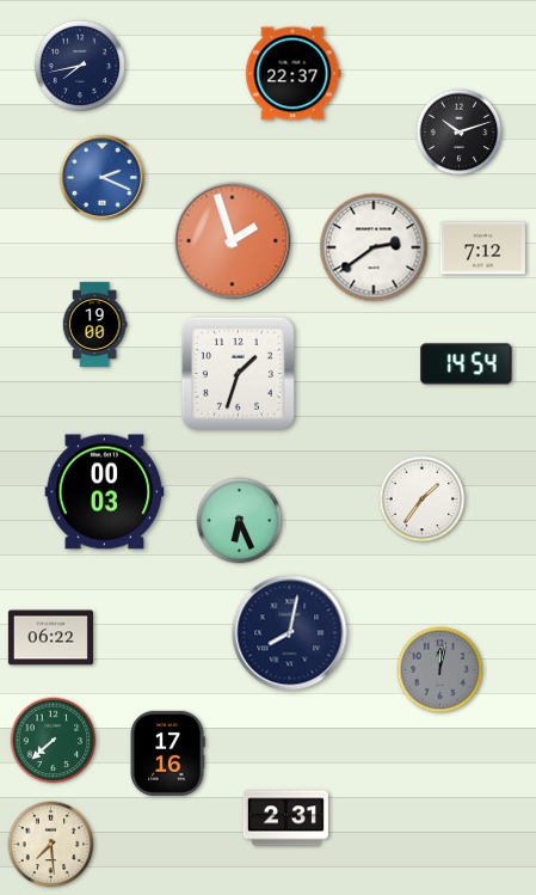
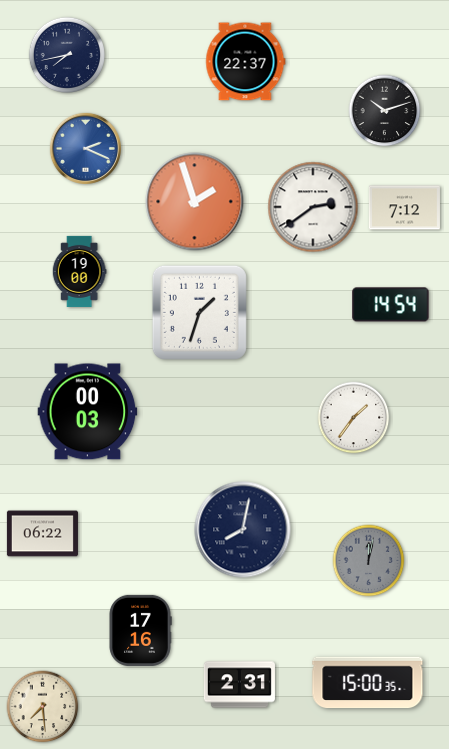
clock at (240, 521): 6:26 -> none
clock at (54, 741): 7:38 -> none
clock at (368, 683): none -> 15:00
